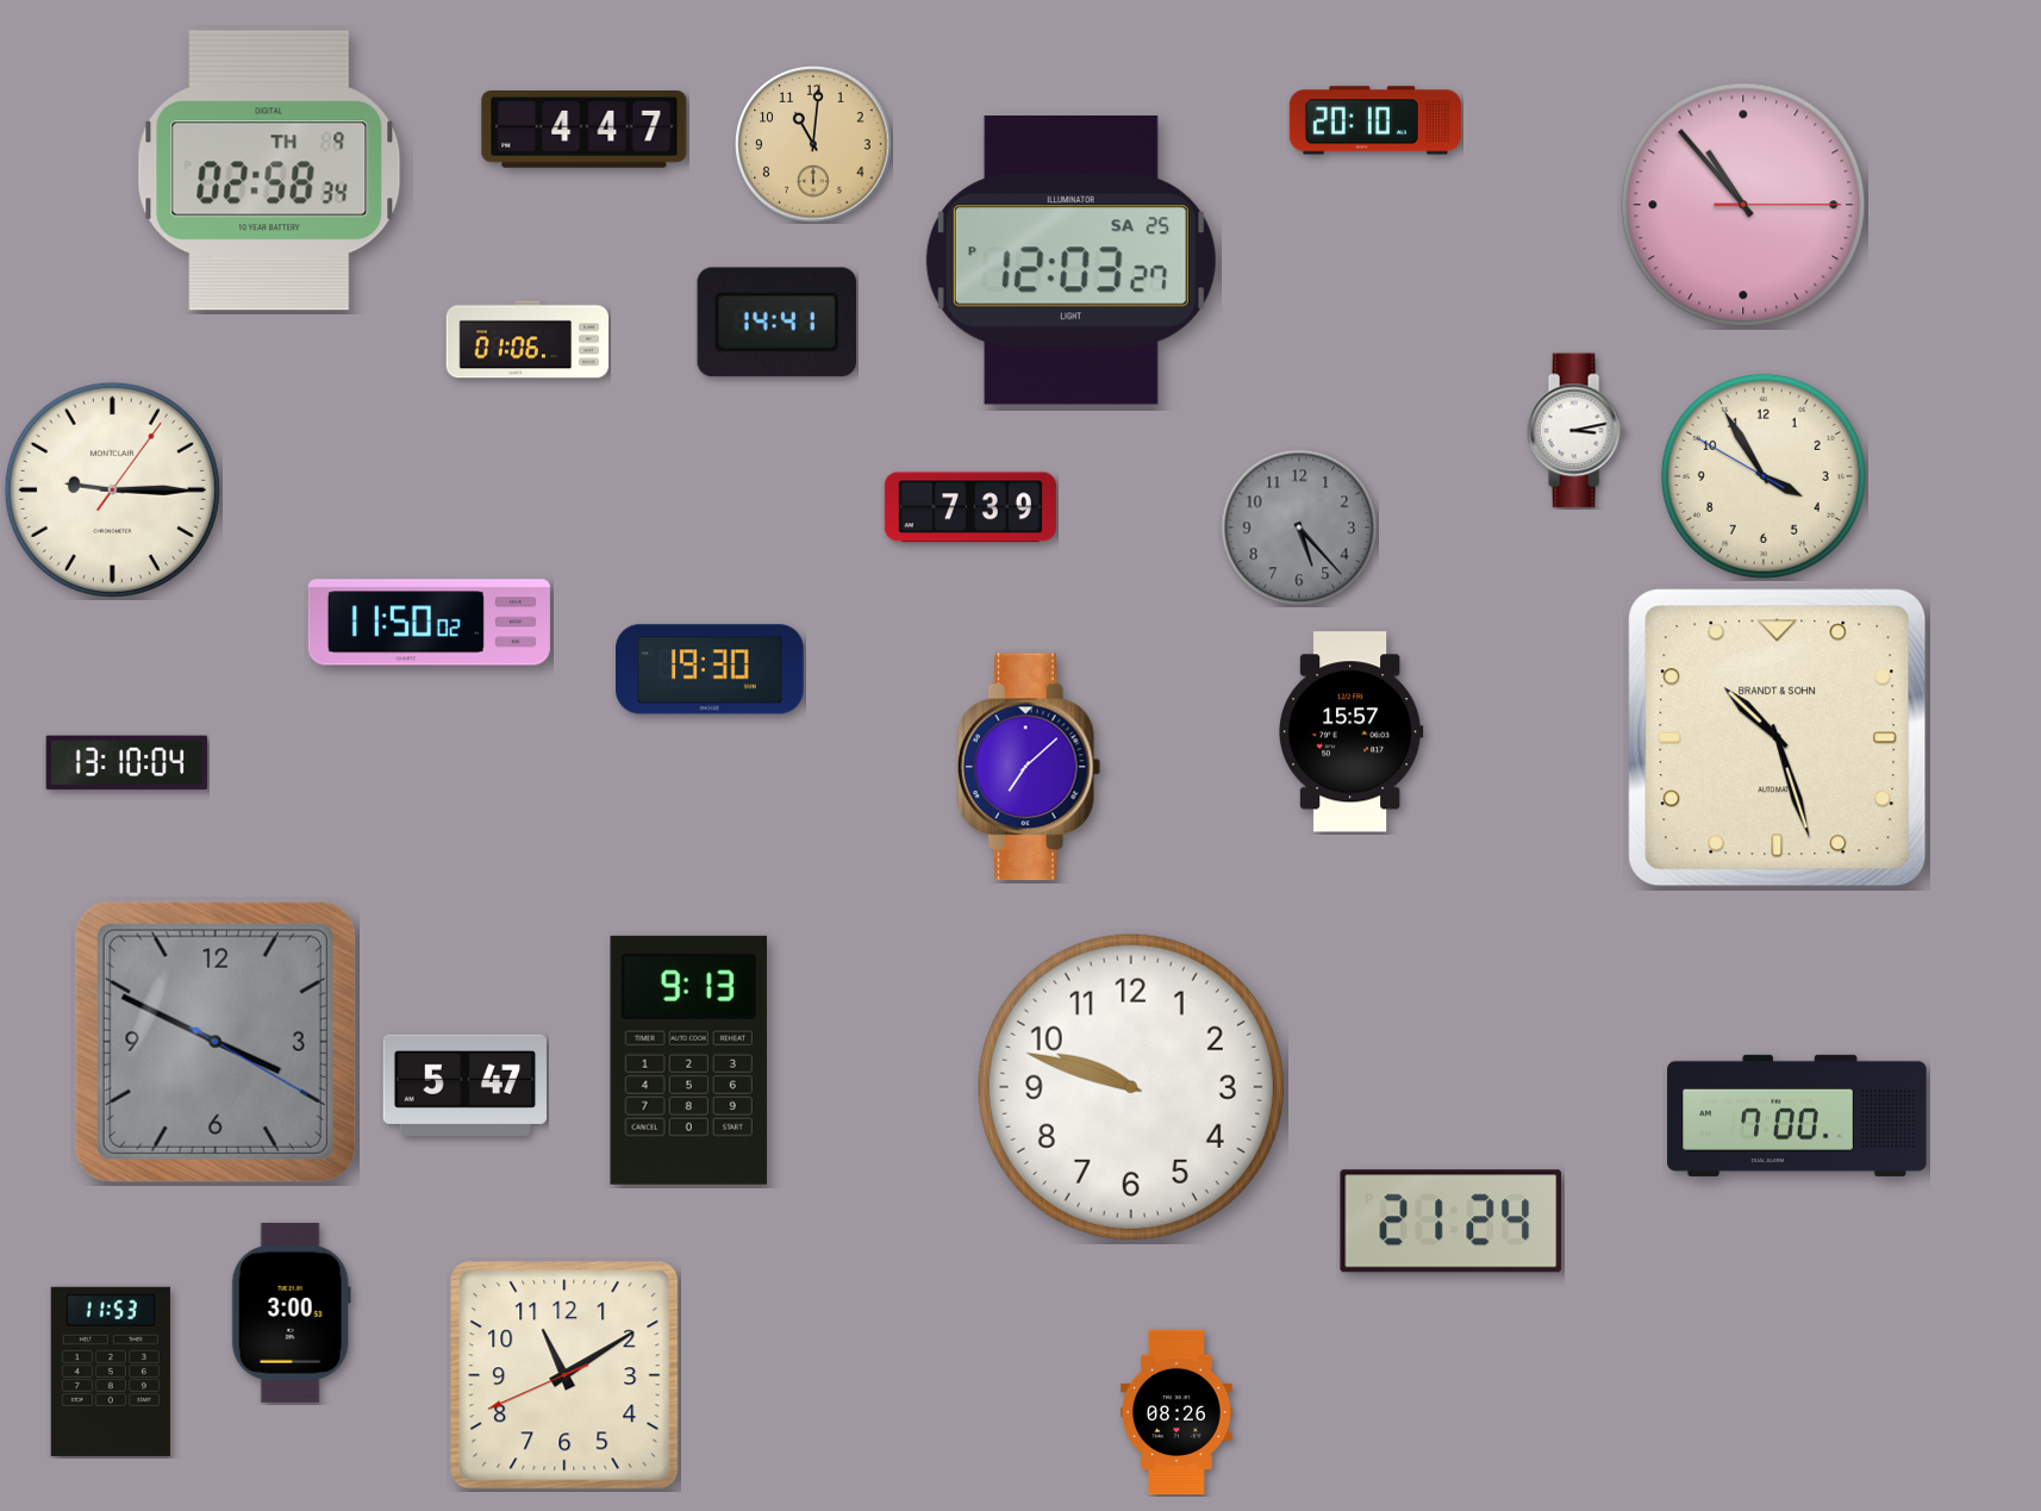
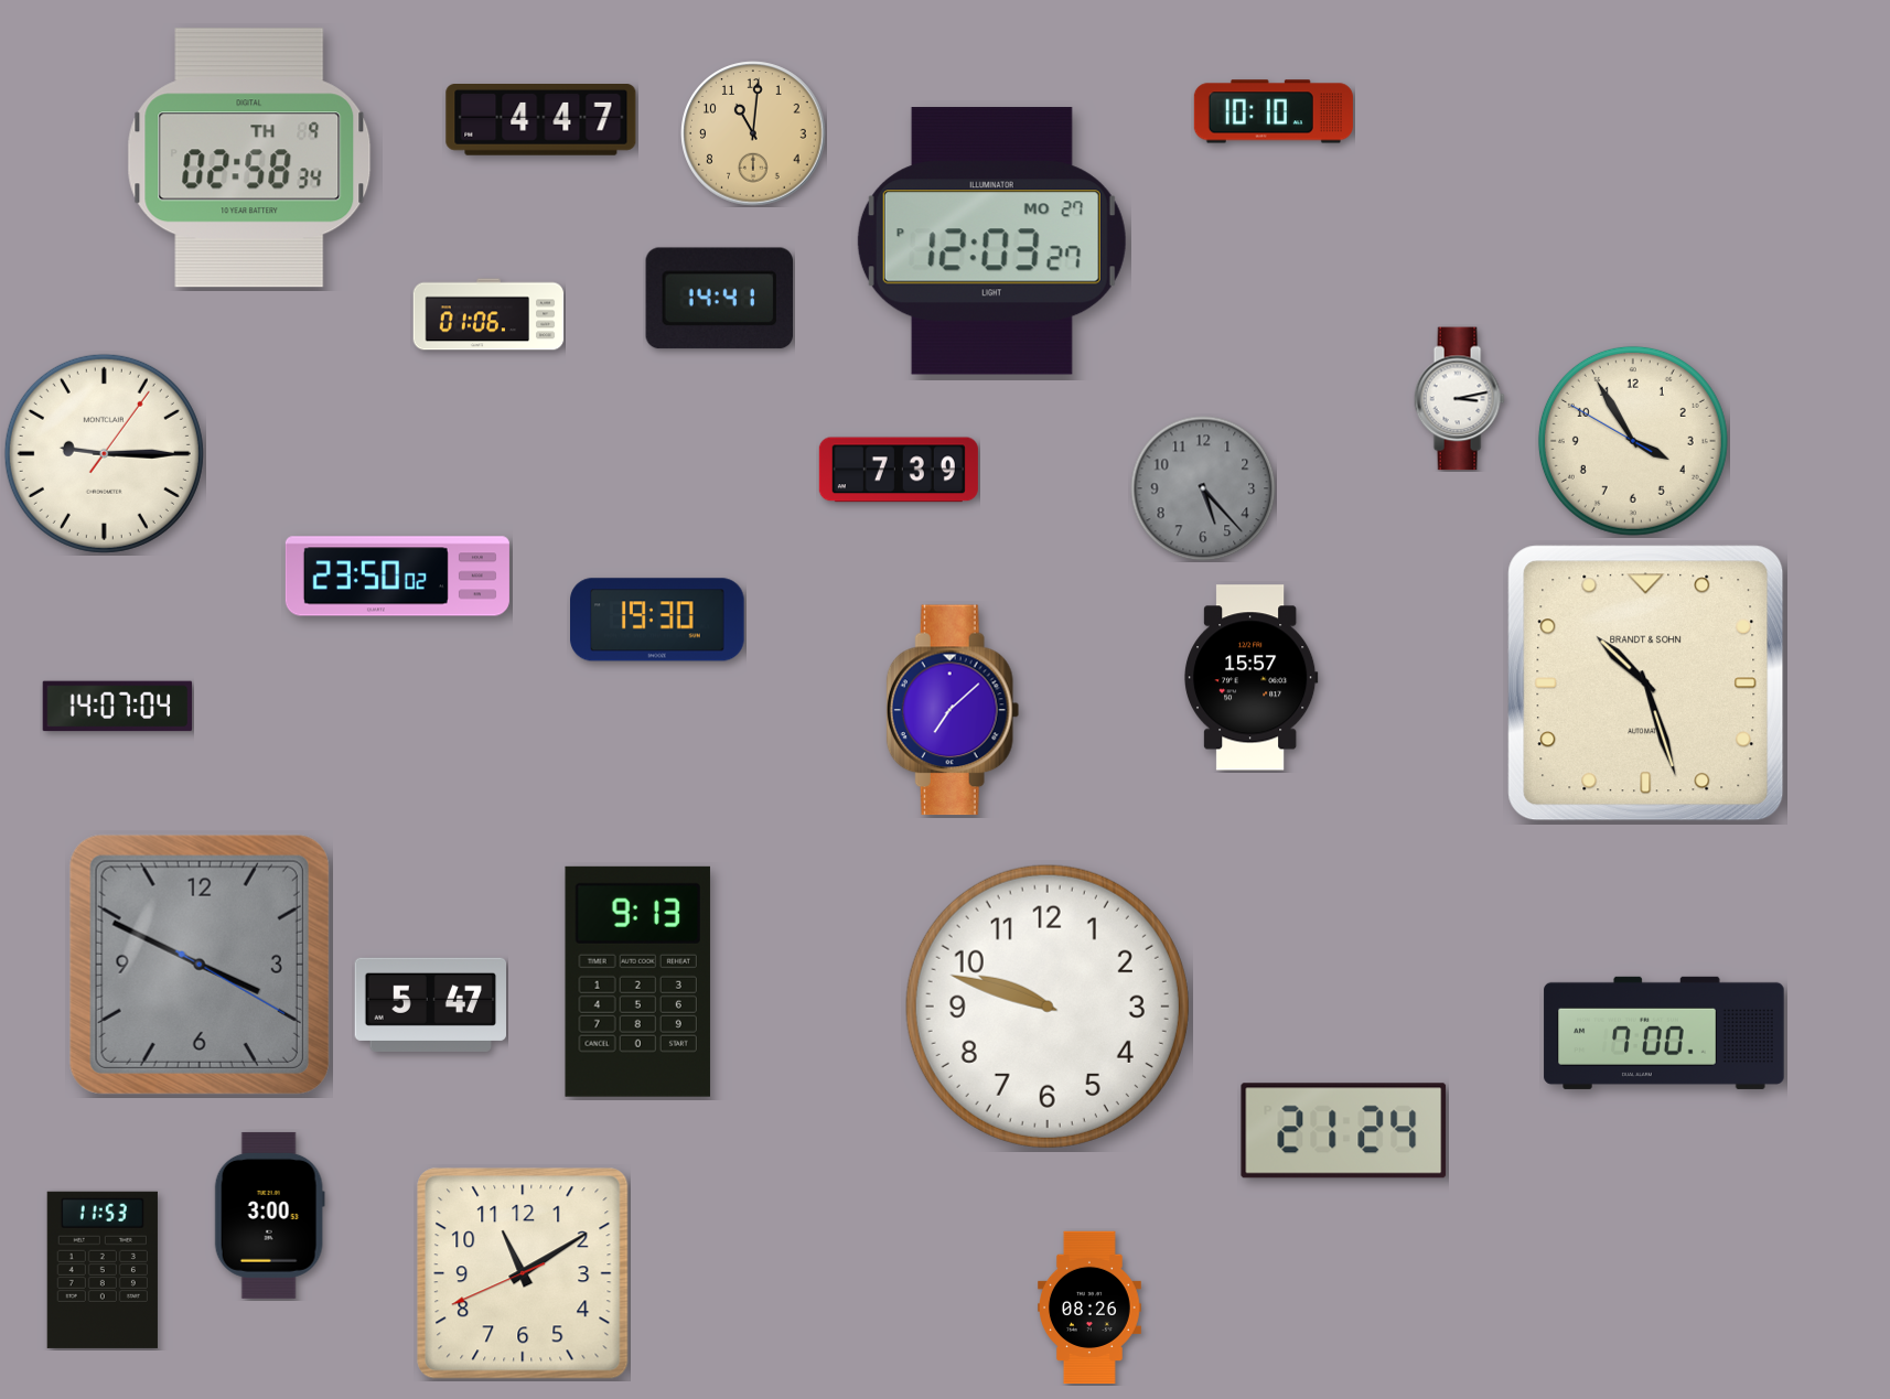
clock at (1375, 120): 20:10 -> 10:10
clock at (1743, 205): 10:53 -> none
clock at (1071, 261) date: SA 25 -> MO 27
clock at (429, 623): 11:50 -> 23:50
clock at (127, 763): 13:10 -> 14:07
